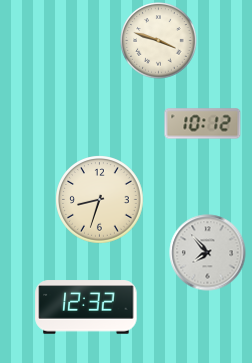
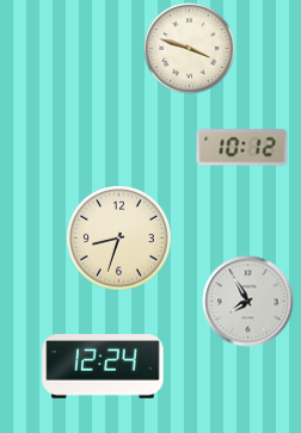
clock at (208, 253): 7:53 -> 7:55
clock at (86, 307): 12:32 -> 12:24
